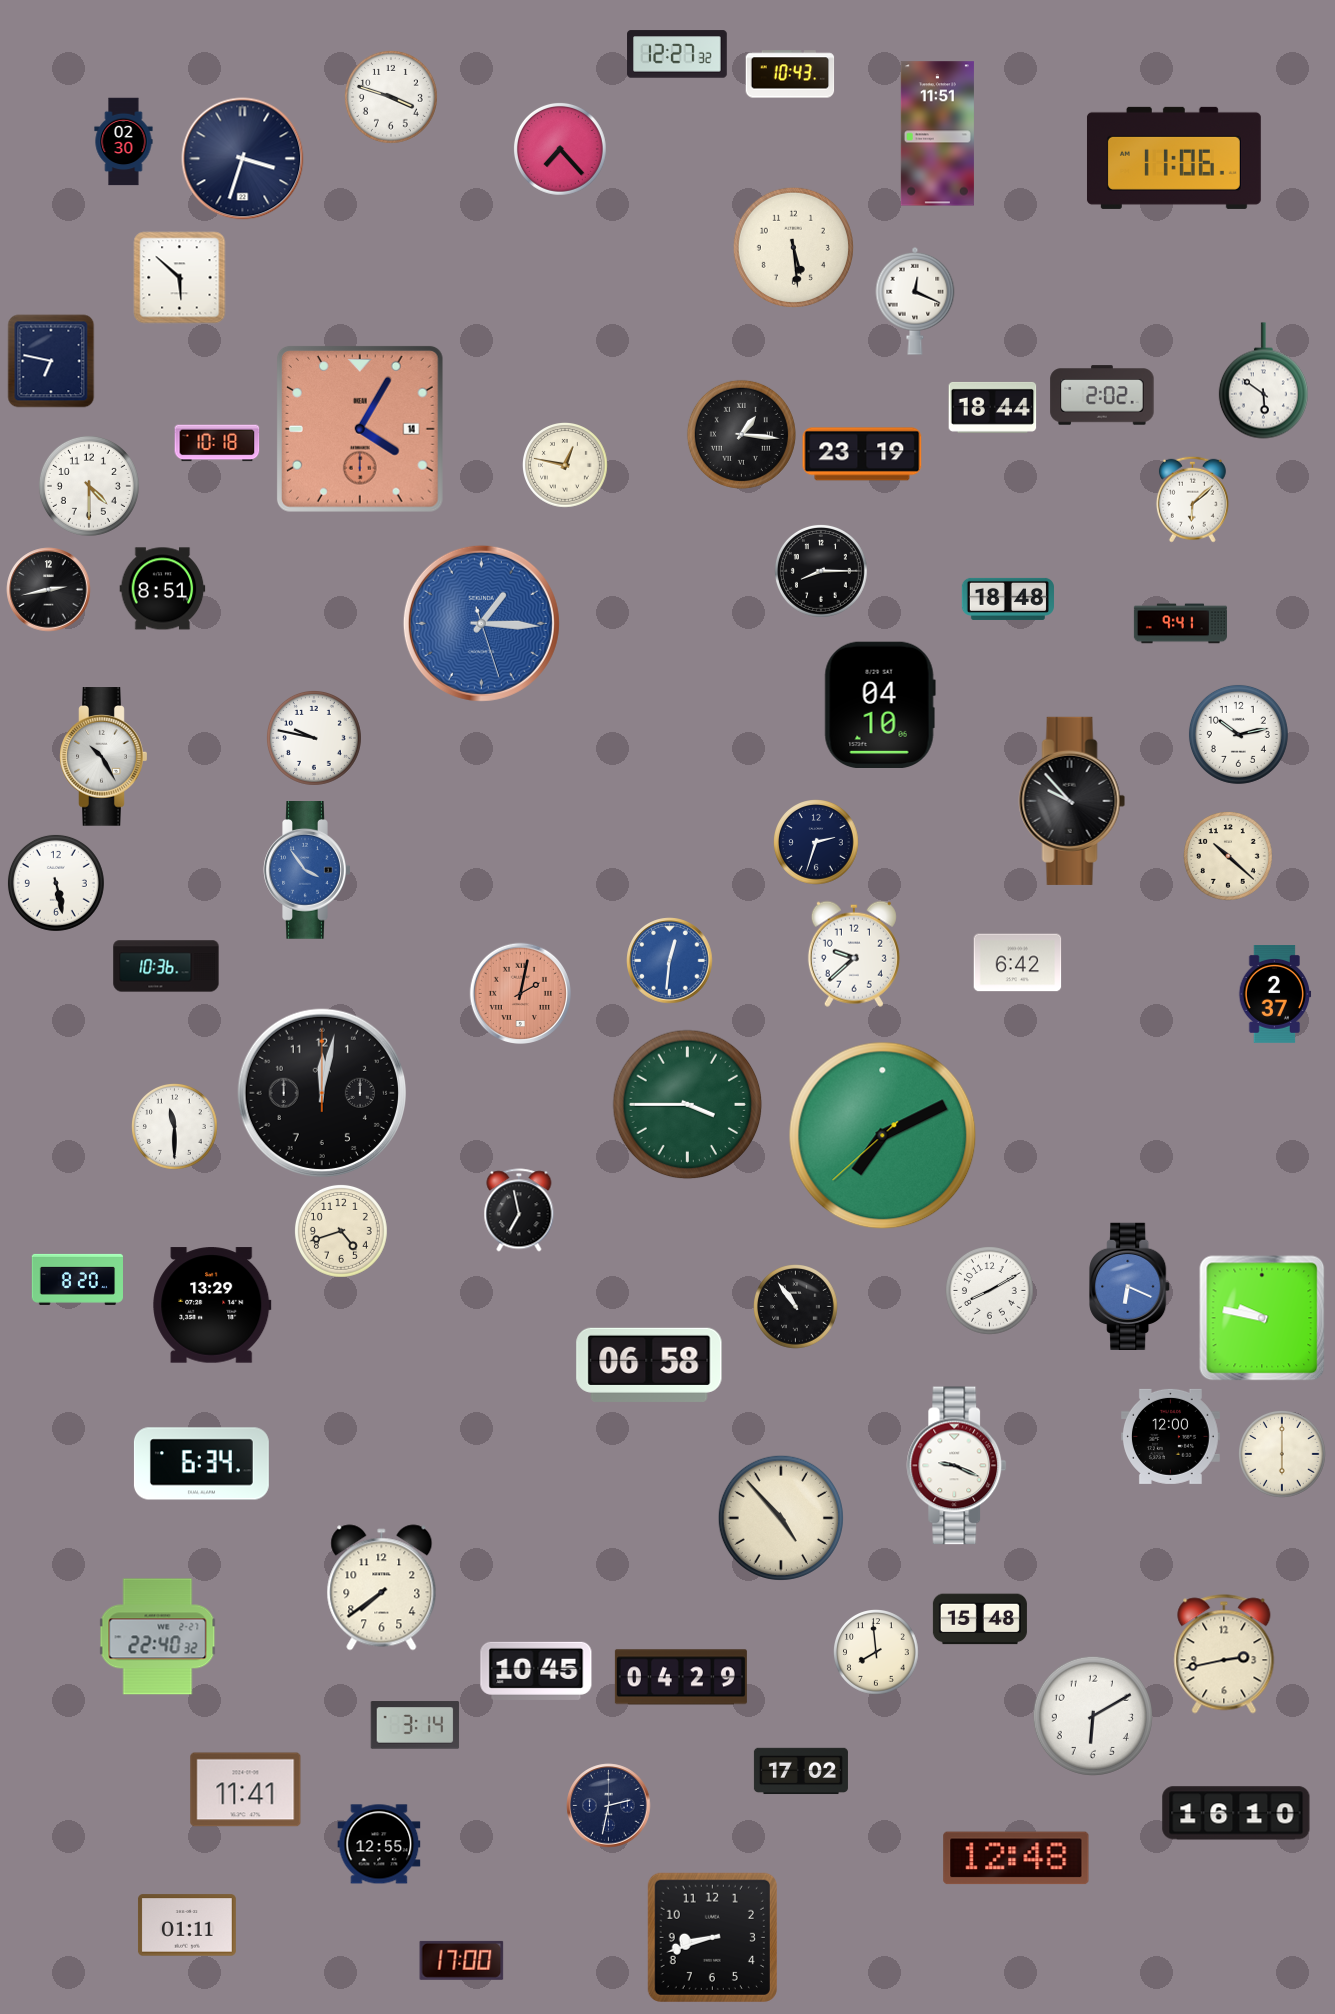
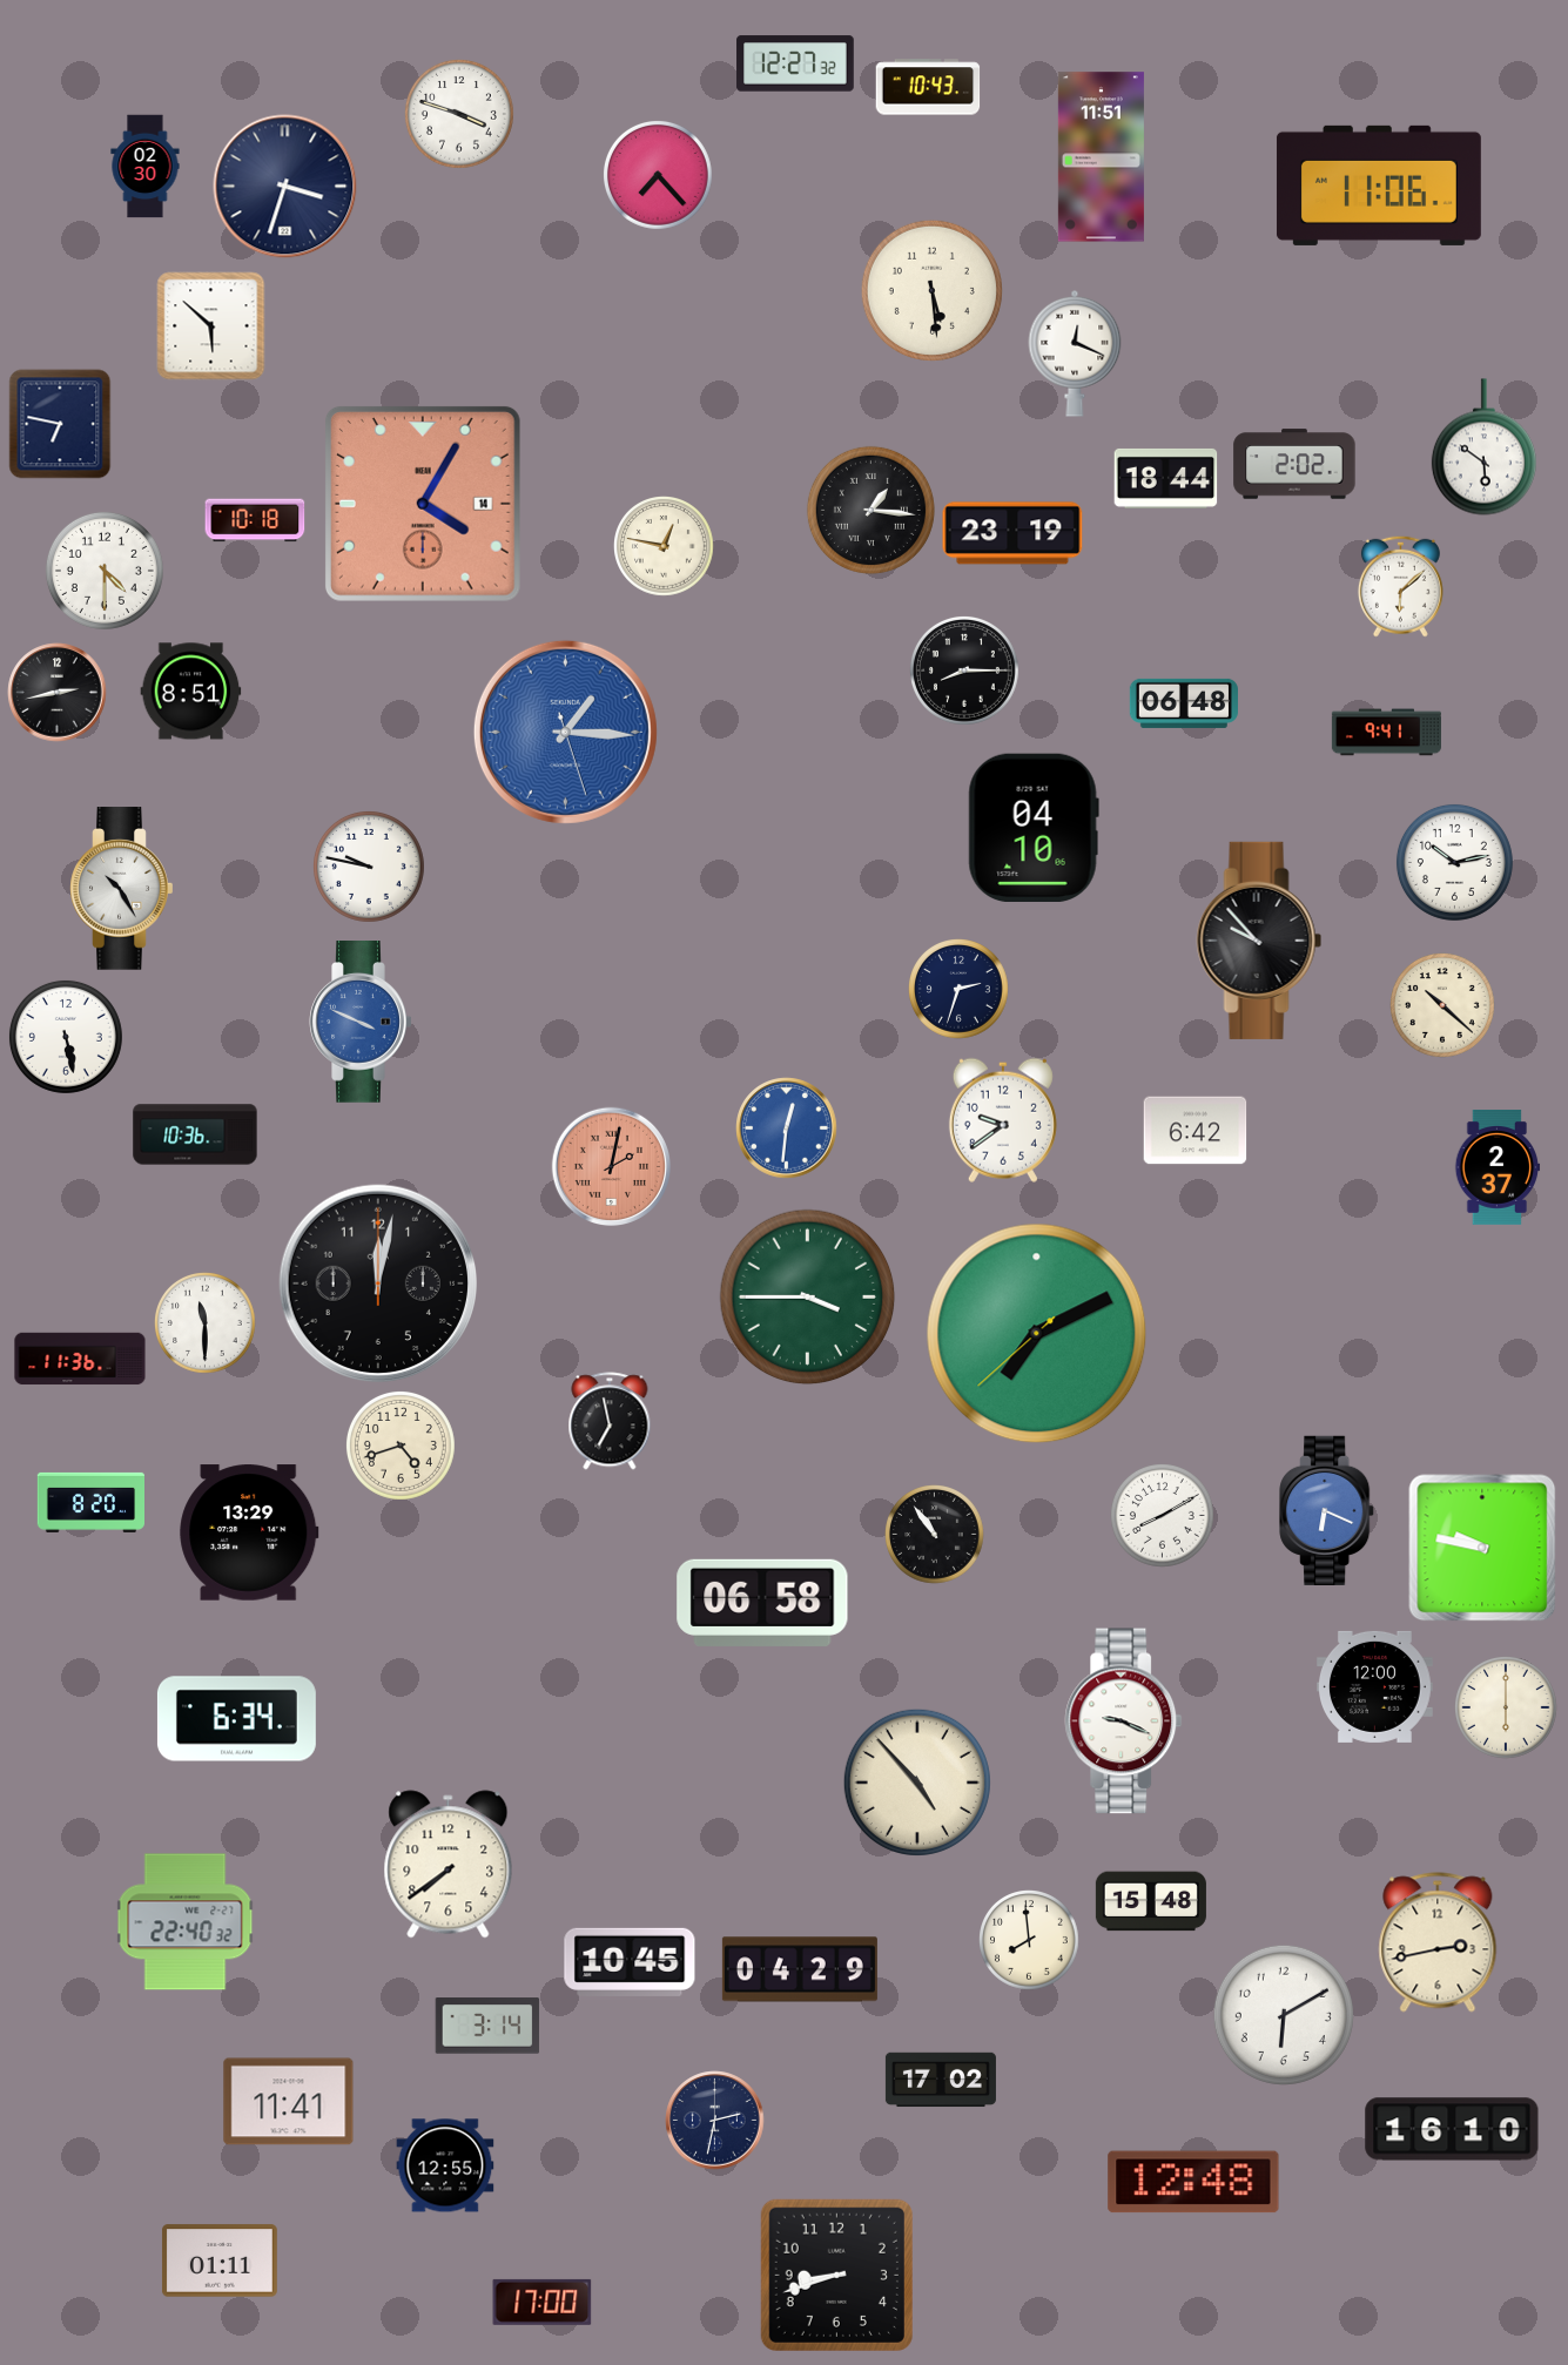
clock at (1008, 599): 18:48 -> 06:48
clock at (307, 871): 3:54 -> 3:49
clock at (854, 954): 9:38 -> 9:39
clock at (80, 1359): none -> 11:36
